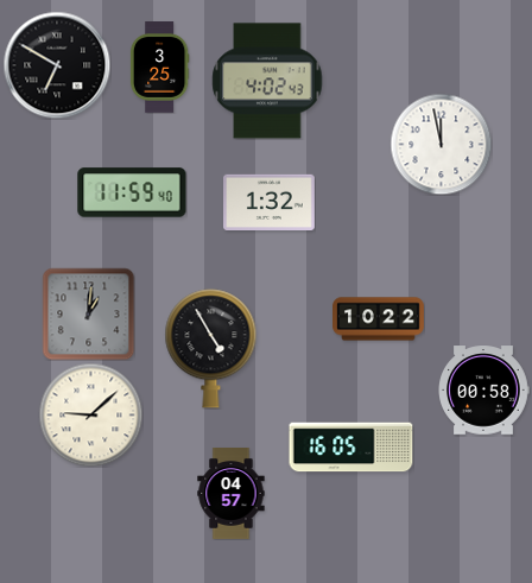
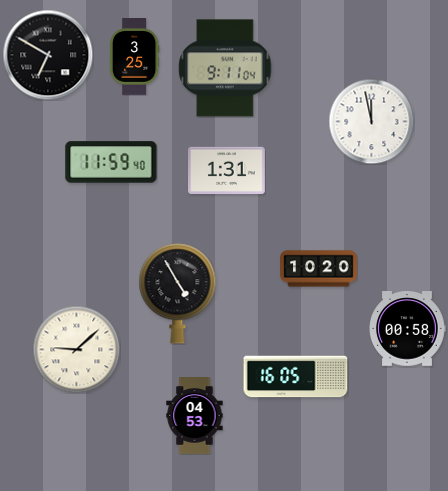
clock at (267, 81): 4:02 -> 9:11
clock at (270, 202): 1:32 -> 1:31
clock at (88, 313): 1:01 -> none
clock at (379, 319): 10:22 -> 10:20
clock at (232, 494): 04:57 -> 04:53
